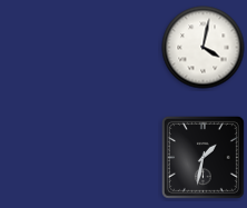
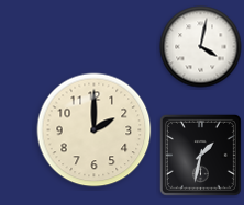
clock at (95, 130): none -> 2:00
